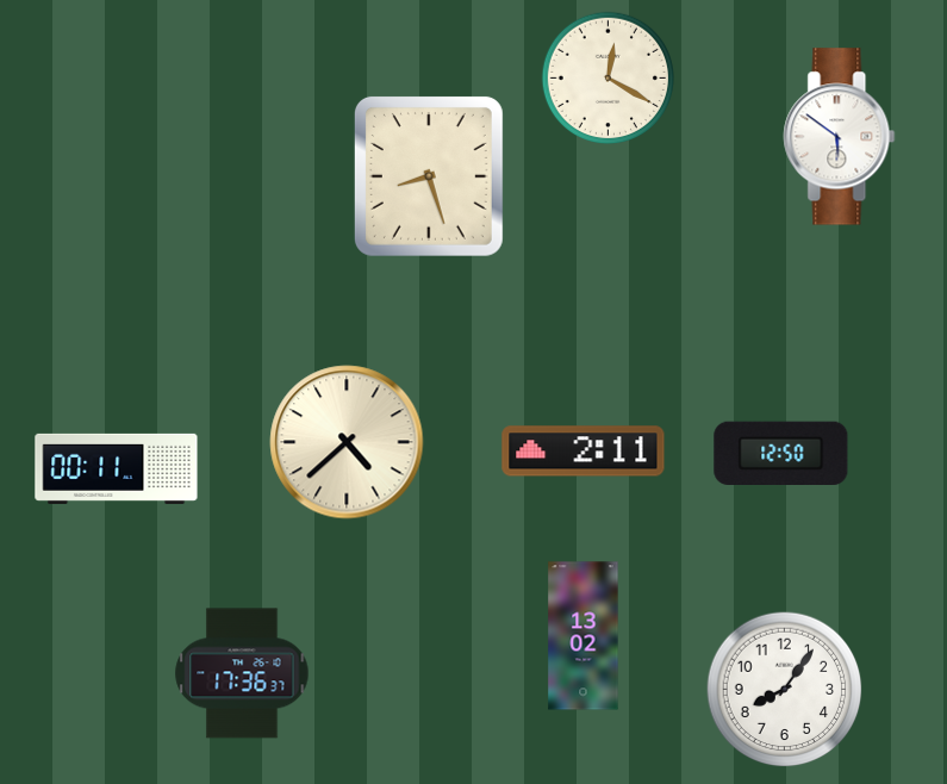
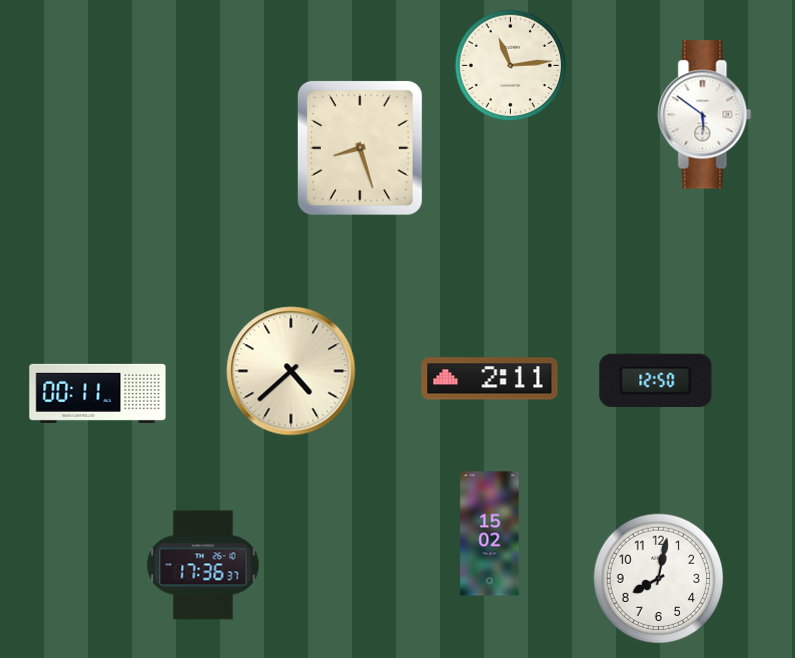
clock at (608, 77): 12:20 -> 11:14
clock at (584, 636): 13:02 -> 15:02
clock at (785, 690): 8:06 -> 8:02
